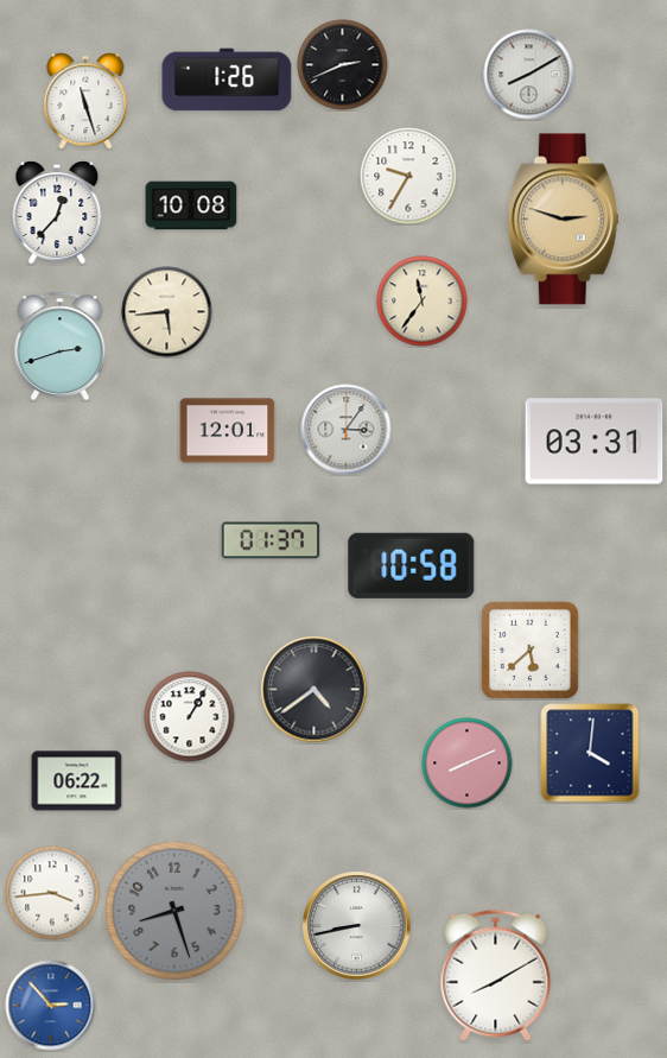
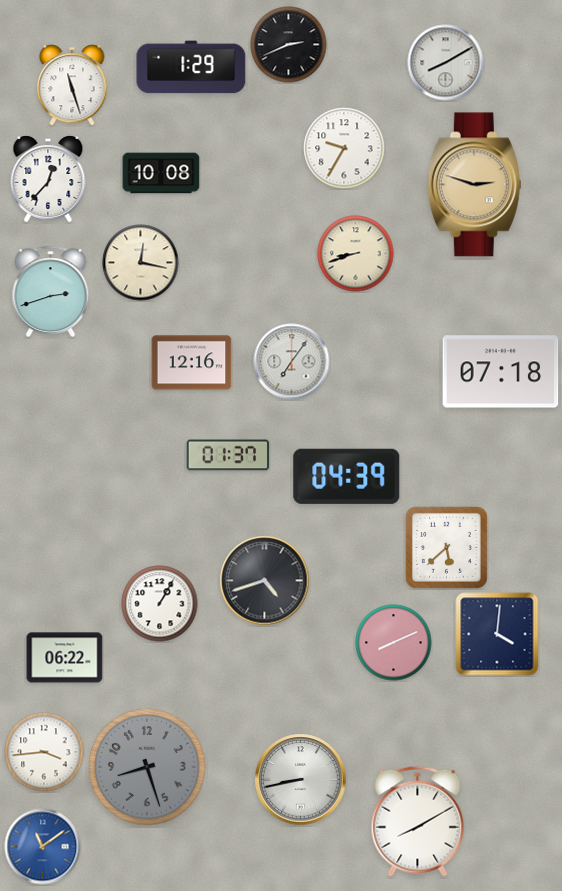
clock at (343, 65) position: (343, 65) -> (289, 45)
clock at (227, 80): 1:26 -> 1:29
clock at (423, 302): 11:36 -> 8:42
clock at (167, 312): 5:44 -> 12:17
clock at (347, 430): 3:06 -> 7:06
clock at (228, 431): 12:01 -> 12:16
clock at (595, 442): 03:31 -> 07:18
clock at (412, 565): 10:58 -> 04:39
clock at (315, 690): 4:39 -> 4:42
clock at (51, 1006): 2:53 -> 11:09
